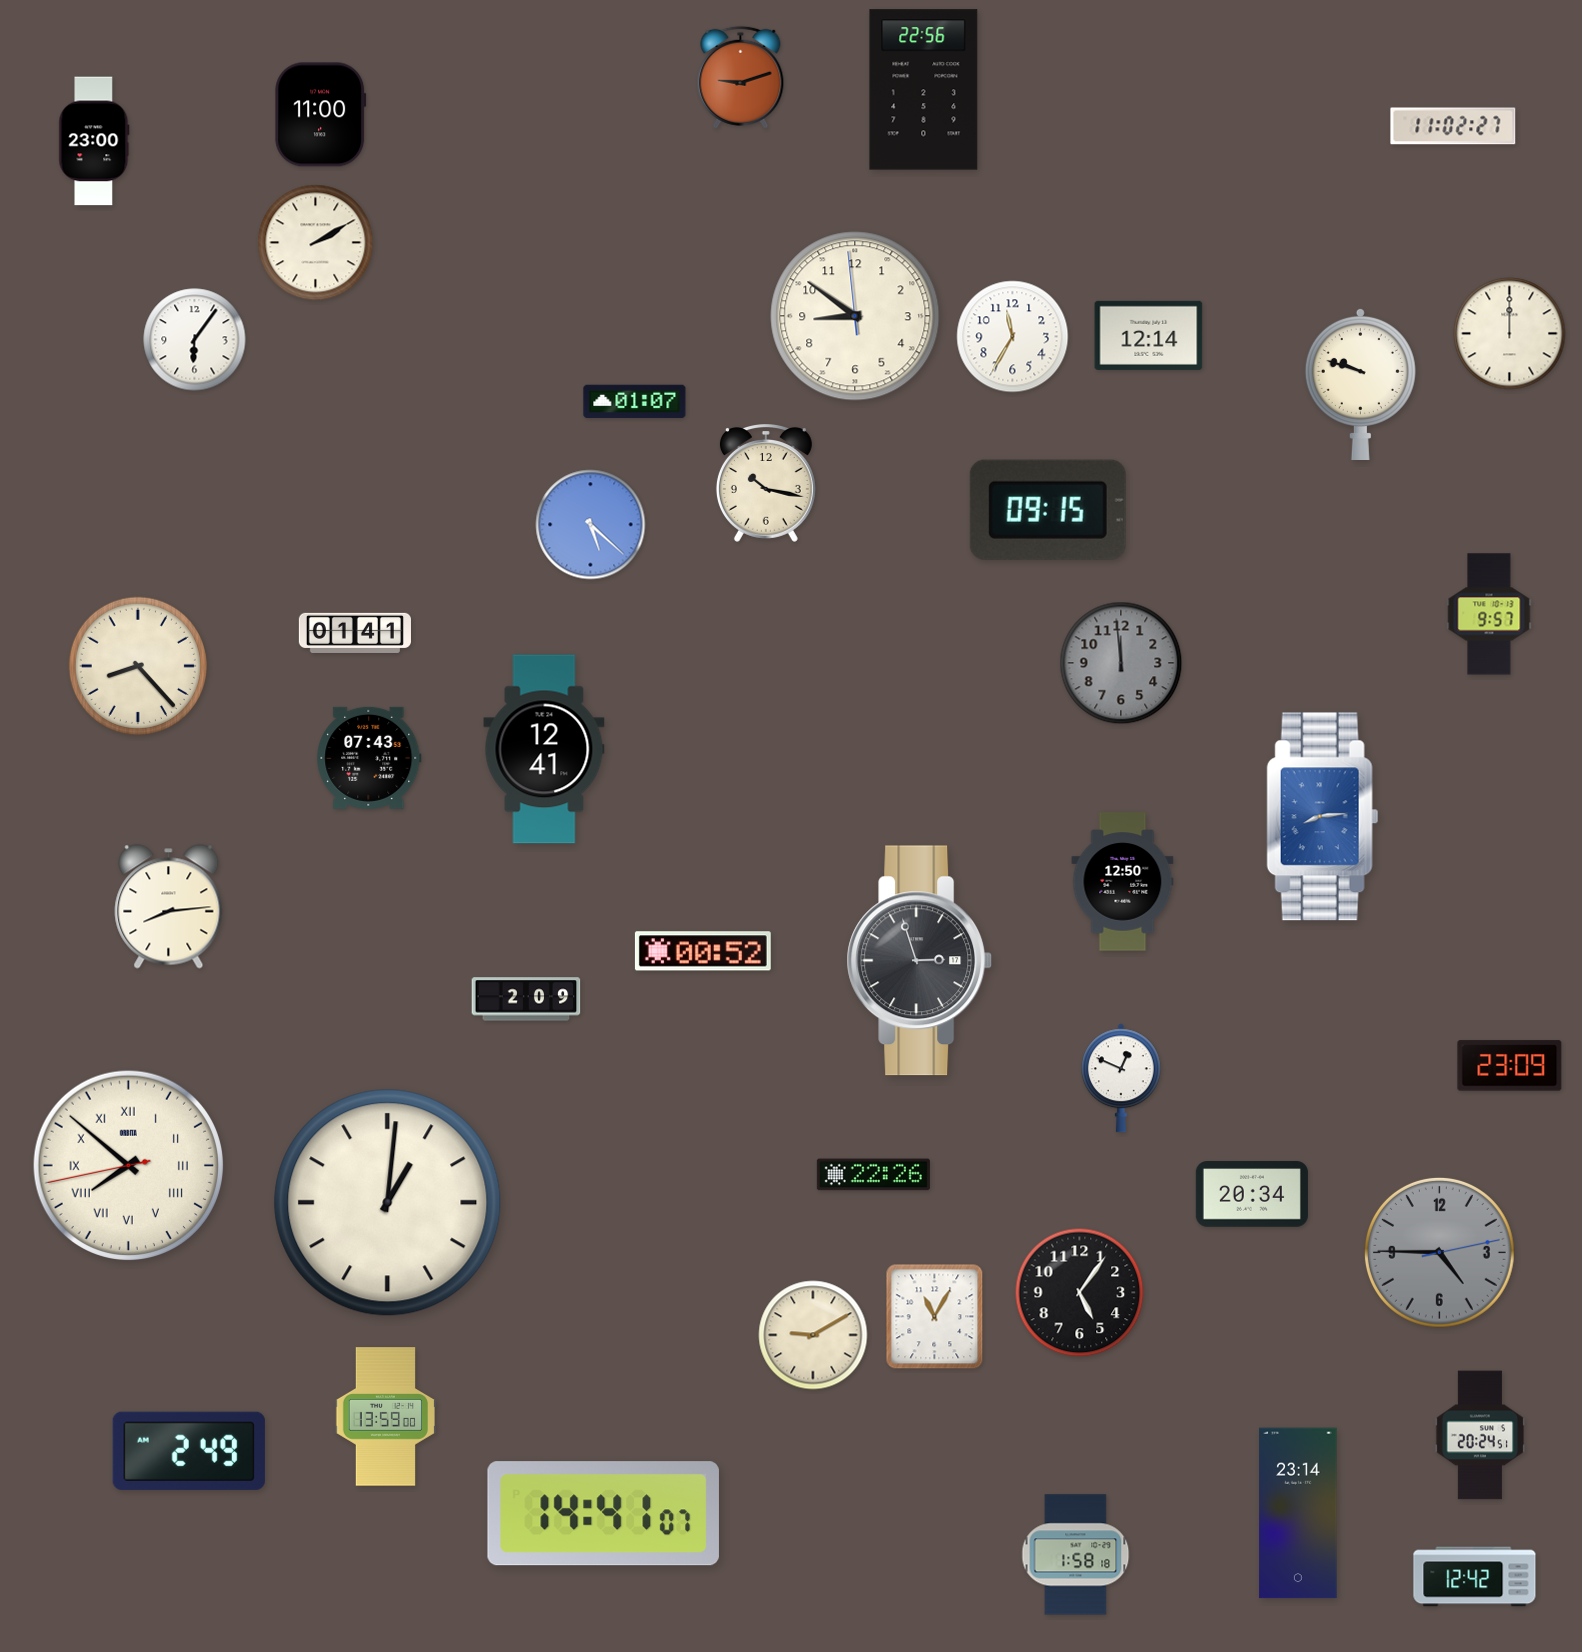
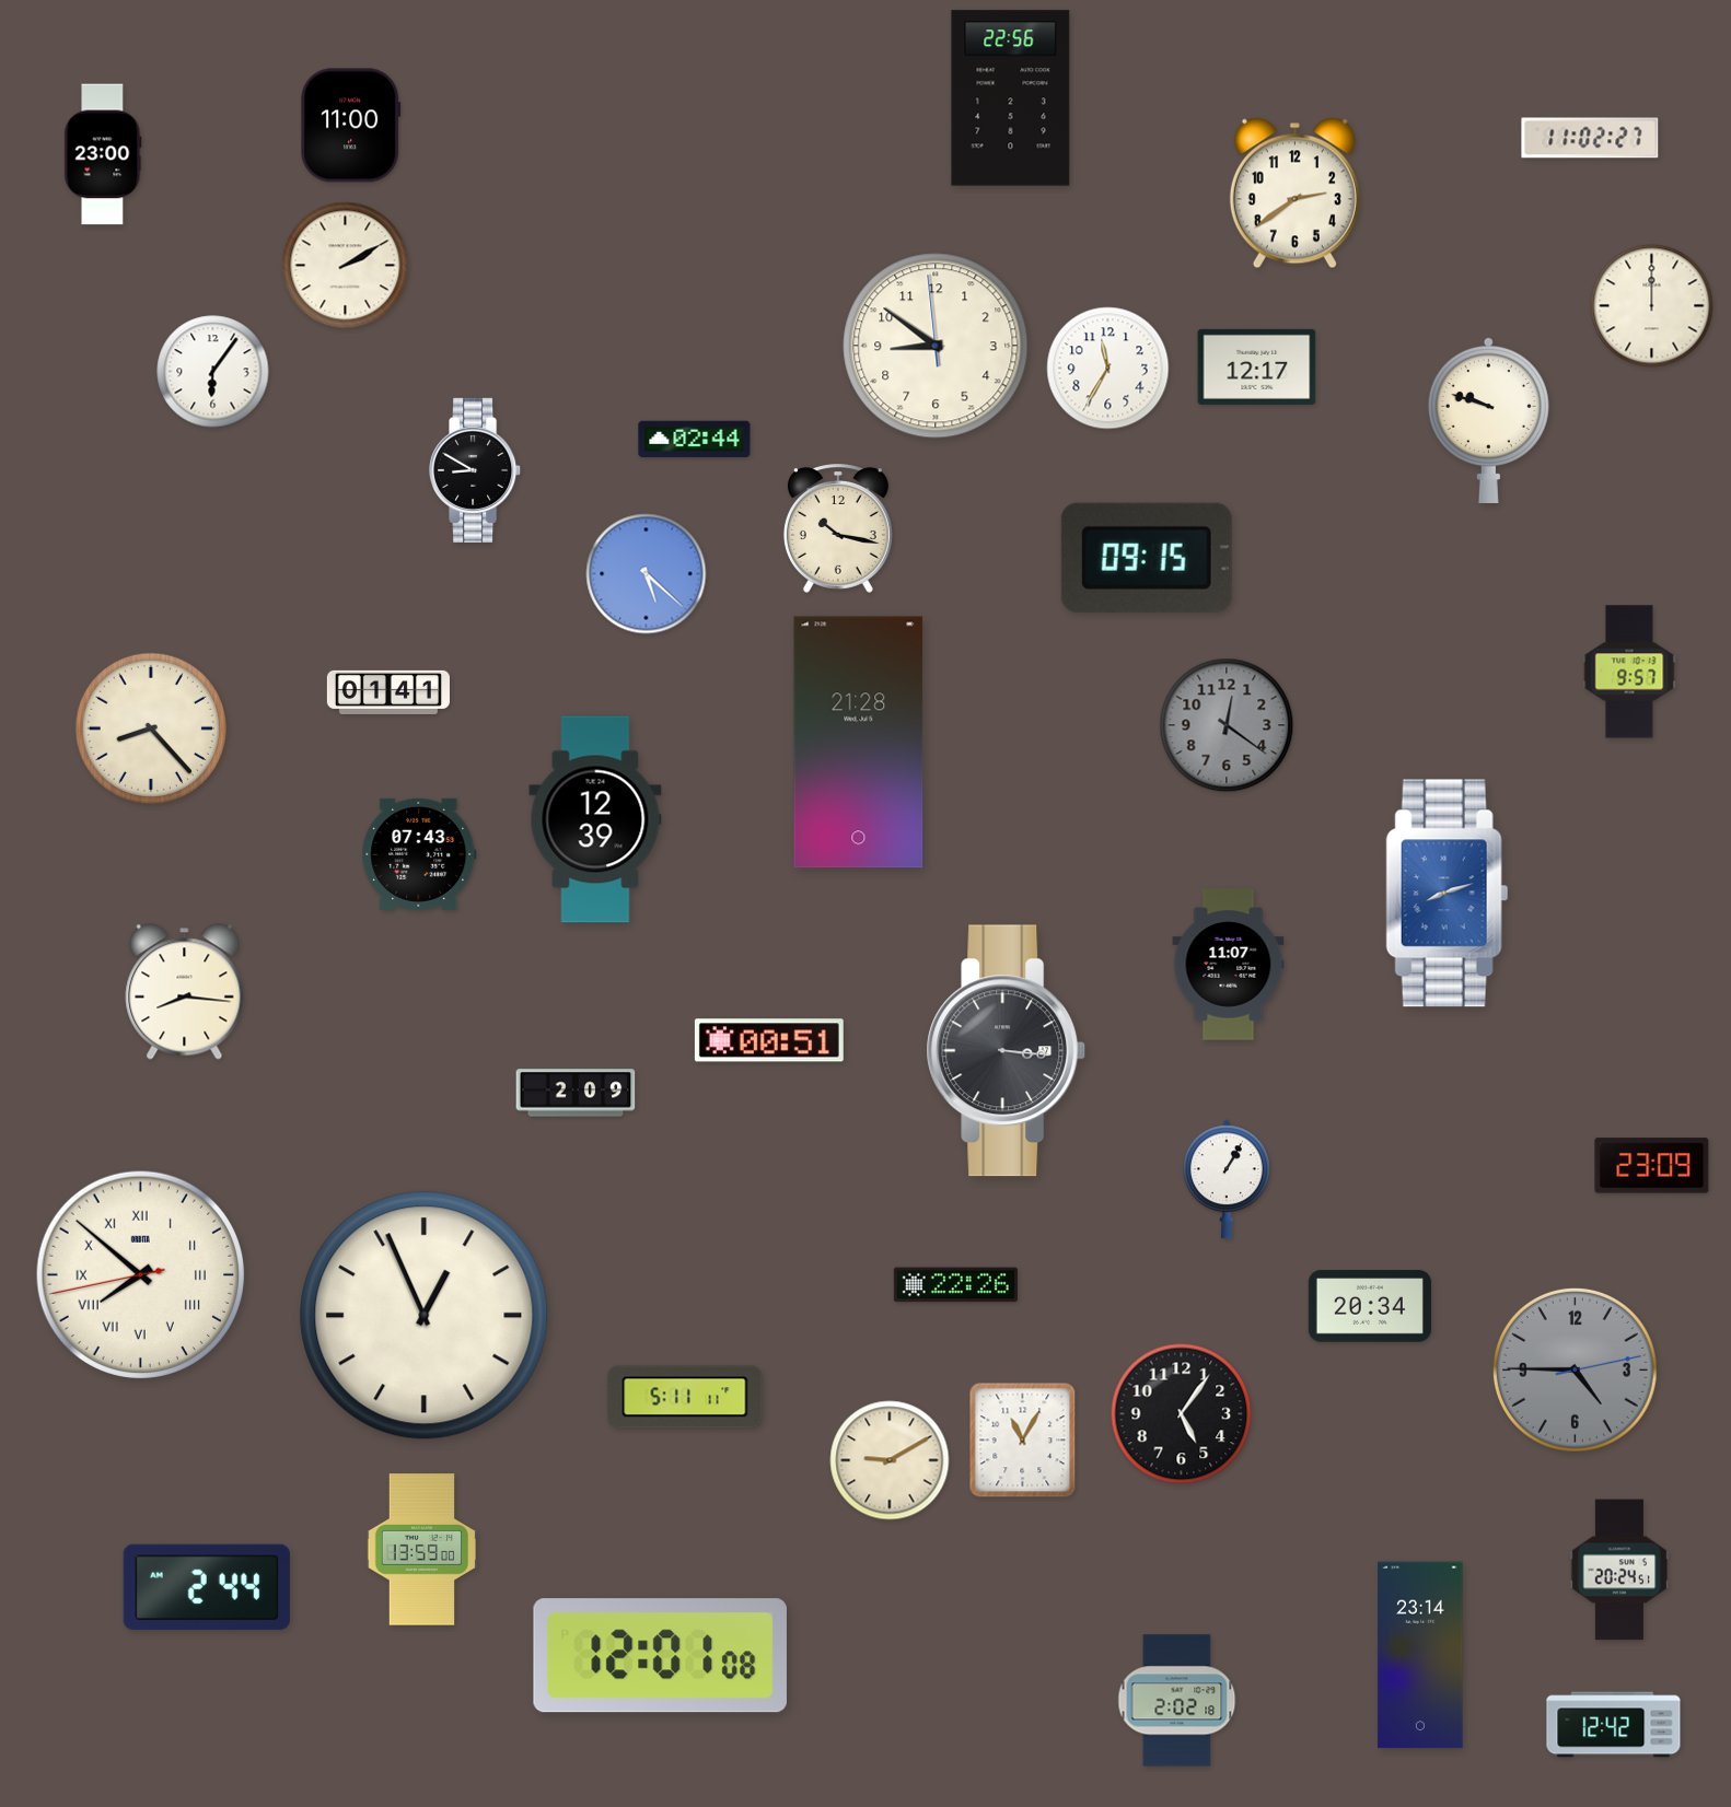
clock at (741, 77): 9:12 -> none
clock at (1294, 194): none -> 2:39
clock at (1510, 334) position: (1510, 334) -> (1652, 306)
clock at (1149, 335): 12:14 -> 12:17
clock at (635, 402): 01:07 -> 02:44
clock at (476, 470): none -> 8:50
clock at (1121, 663): 11:59 -> 12:21
clock at (859, 743): none -> 21:28
clock at (544, 749): 12:41 -> 12:39
clock at (369, 758) position: (369, 758) -> (419, 854)
clock at (1323, 817): 8:14 -> 8:12
clock at (1123, 882): 12:50 -> 11:07
clock at (169, 907): 8:14 -> 8:16
clock at (703, 951): 00:52 -> 00:51
clock at (920, 961): 2:57 -> 3:16
clock at (1121, 1078): 12:49 -> 1:05
clock at (388, 1203): 1:01 -> 12:56
clock at (685, 1397): none -> 5:11
clock at (189, 1451): 2:49 -> 2:44
clock at (603, 1514): 14:41 -> 12:01
clock at (1076, 1555): 1:58 -> 2:02
